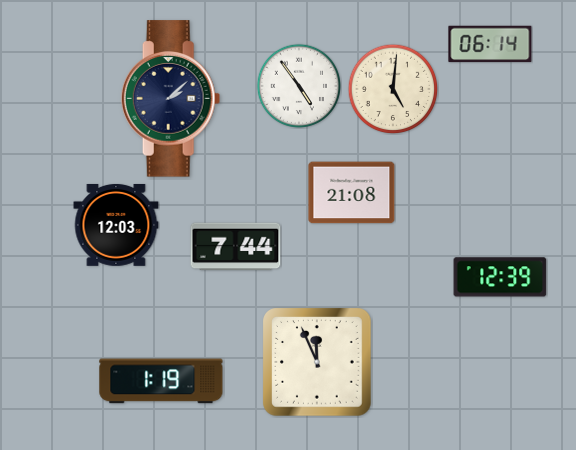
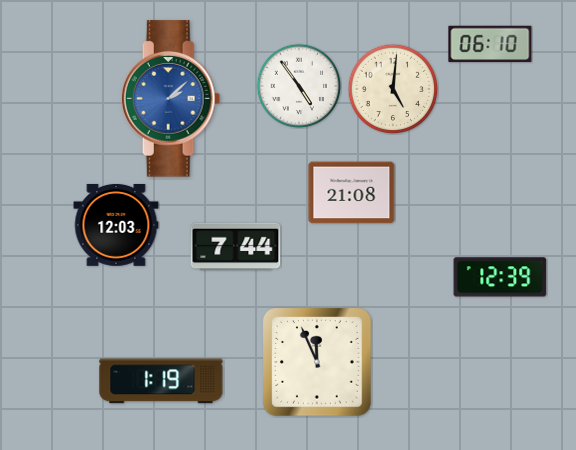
clock at (490, 44): 06:14 -> 06:10
clock at (171, 99) dial: navy -> blue
